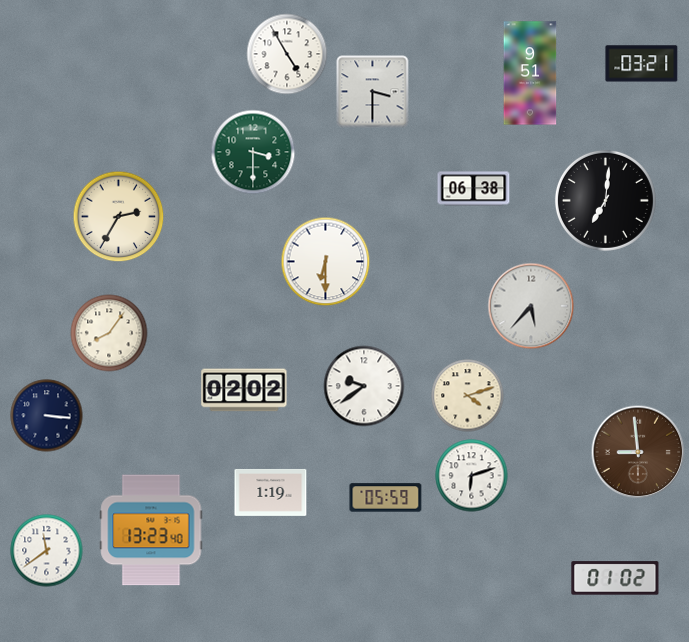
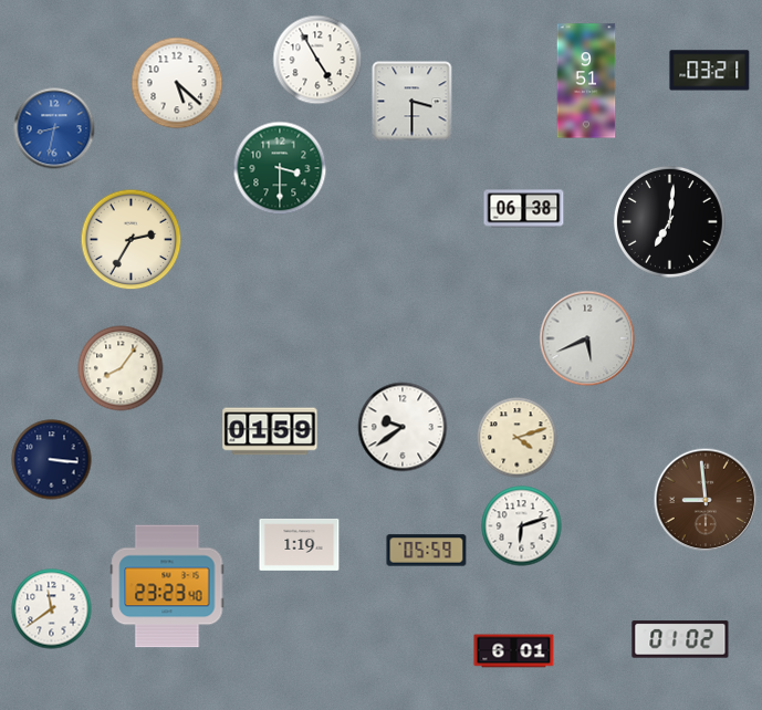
clock at (177, 83): none -> 5:22
clock at (54, 128): none -> 8:32
clock at (326, 262): 6:30 -> none
clock at (531, 306): 5:37 -> 5:41
clock at (244, 390): 02:02 -> 01:59
clock at (151, 530): 13:23 -> 23:23
clock at (514, 651): none -> 6:01
